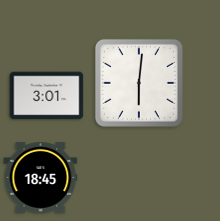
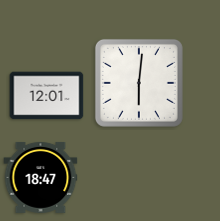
clock at (47, 96): 3:01 -> 12:01
clock at (41, 177): 18:45 -> 18:47
